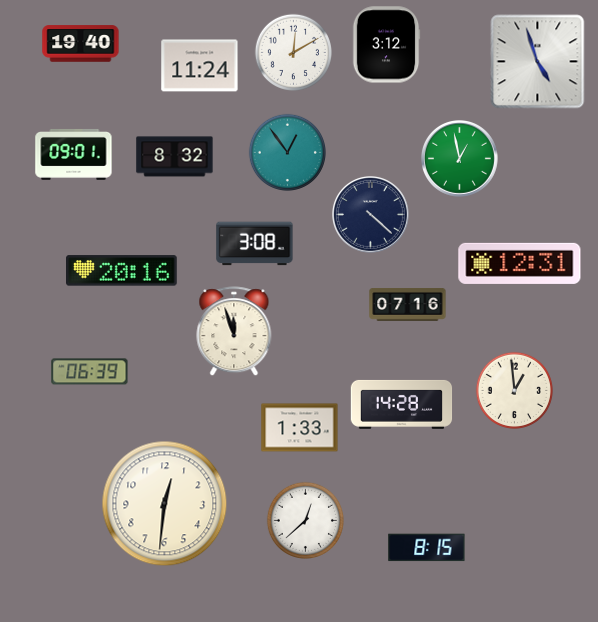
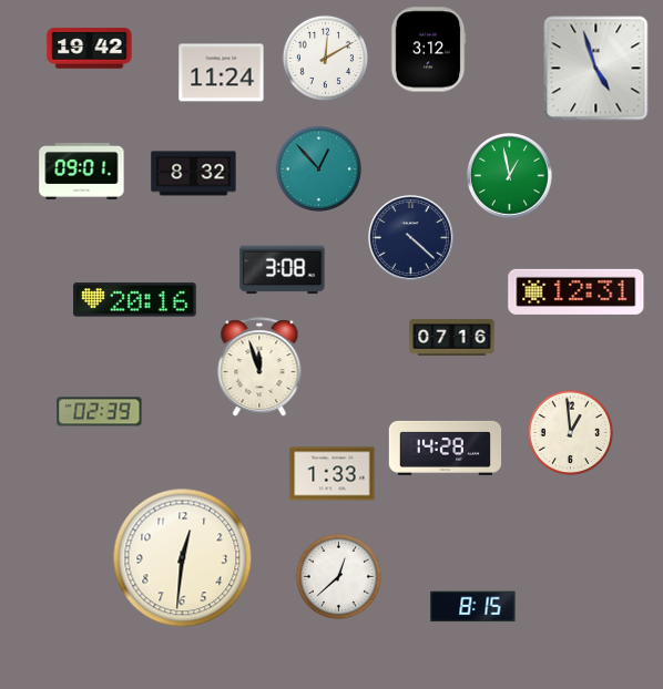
clock at (81, 44): 19:40 -> 19:42
clock at (287, 152): 12:54 -> 12:53
clock at (90, 372): 06:39 -> 02:39
